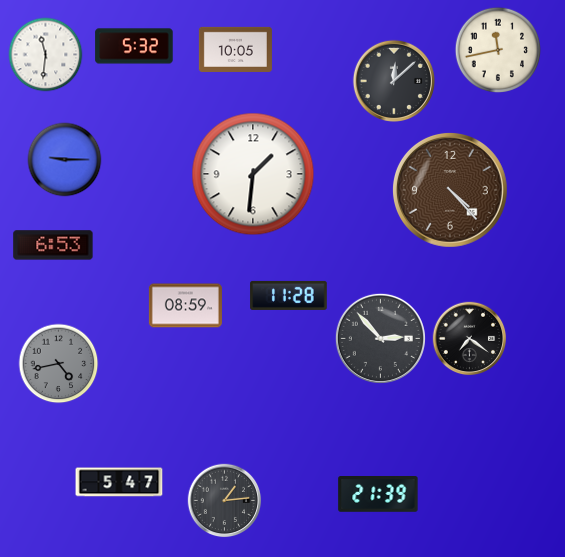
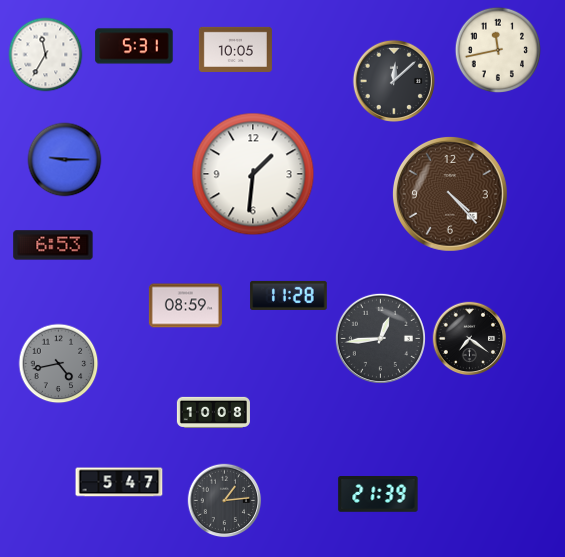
clock at (134, 46): 5:32 -> 5:31
clock at (46, 55): 11:31 -> 11:35
clock at (450, 190) position: (450, 190) -> (450, 194)
clock at (380, 338): 2:53 -> 12:44
clock at (213, 412): none -> 10:08
